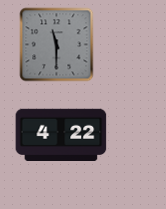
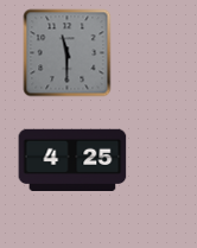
clock at (61, 134): 4:22 -> 4:25
